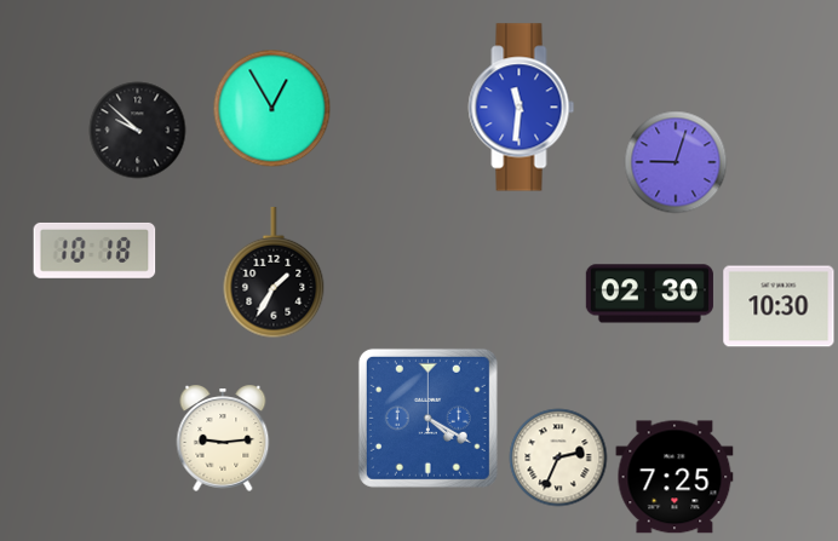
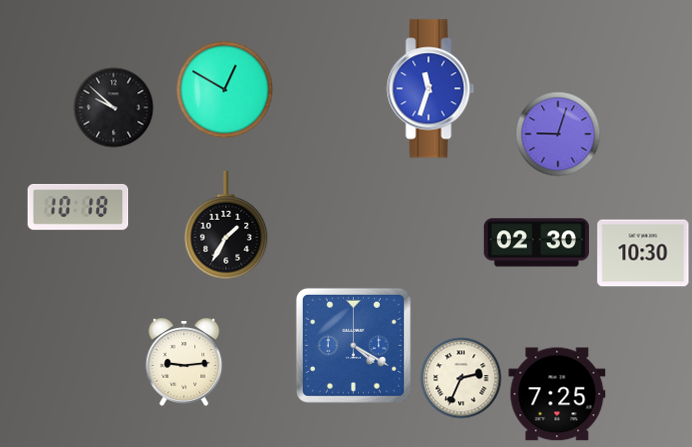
clock at (522, 108): 11:31 -> 11:33
clock at (272, 109): 12:55 -> 12:50
